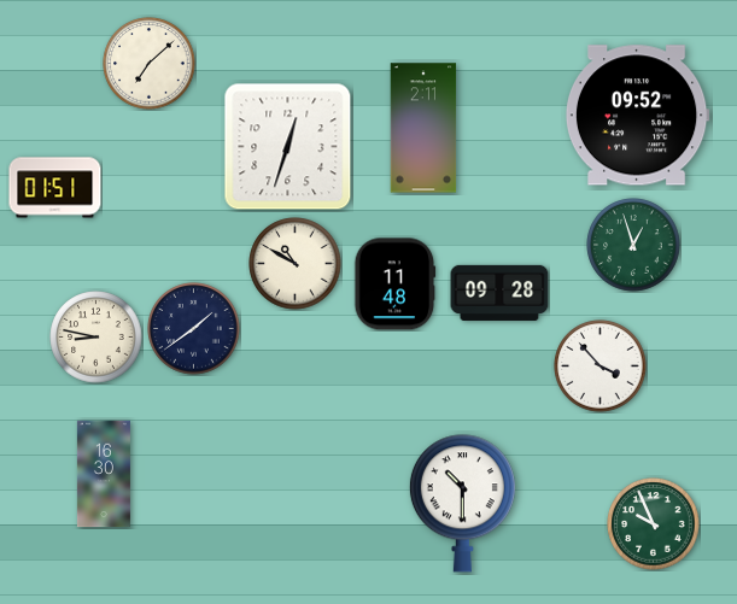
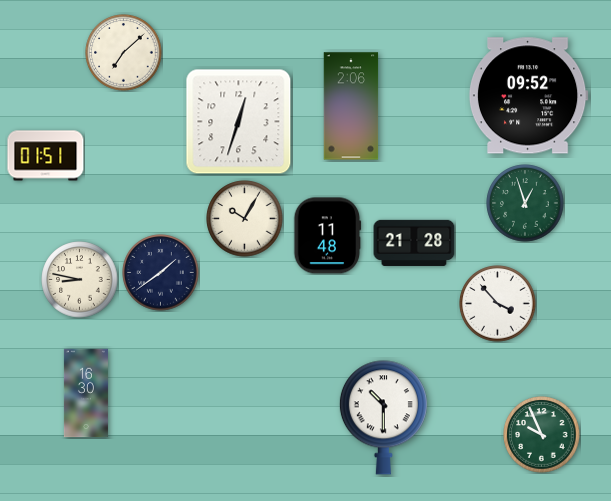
clock at (423, 128): 2:11 -> 2:06
clock at (296, 264): 10:50 -> 10:05
clock at (499, 293): 09:28 -> 21:28
